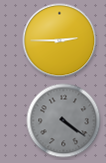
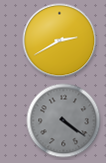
clock at (60, 41): 2:45 -> 2:40
